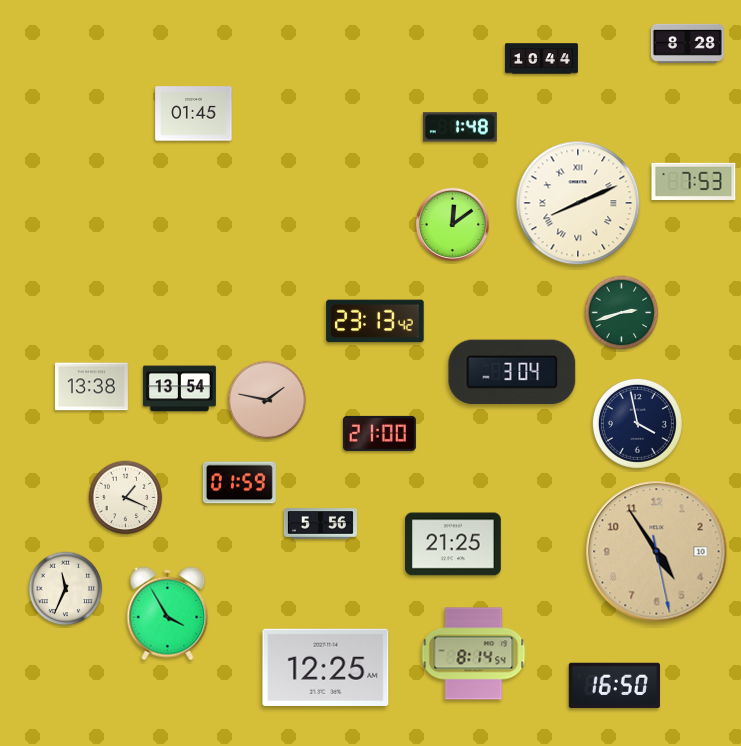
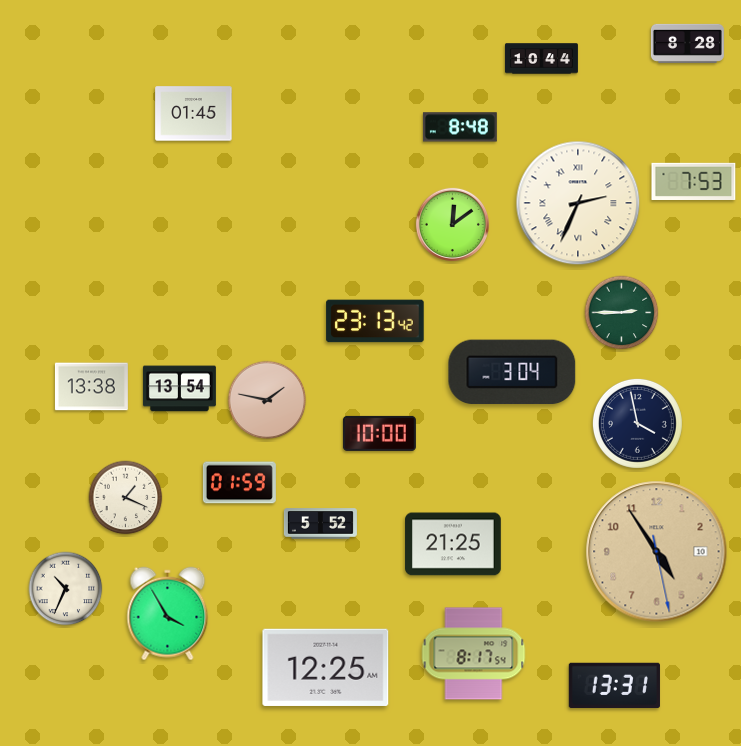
clock at (460, 127): 1:48 -> 8:48
clock at (578, 203): 8:11 -> 2:34
clock at (622, 313): 2:42 -> 2:45
clock at (379, 433): 21:00 -> 10:00
clock at (320, 524): 5:56 -> 5:52
clock at (66, 589): 11:34 -> 10:34
clock at (474, 654): 8:14 -> 8:17
clock at (614, 686): 16:50 -> 13:31
